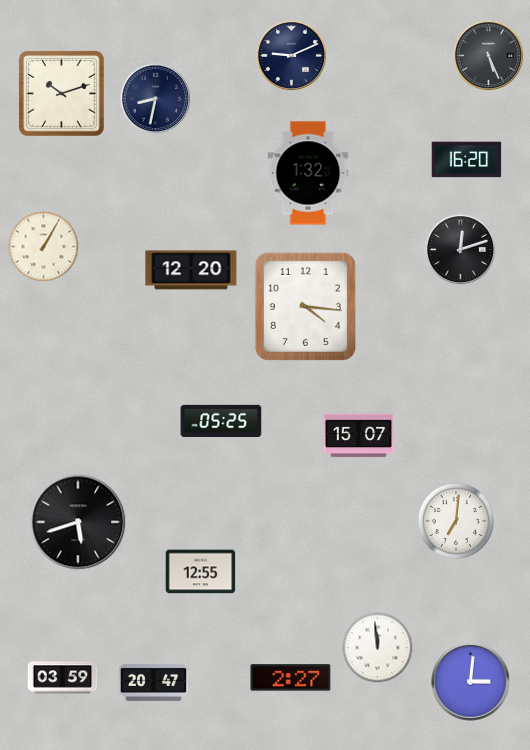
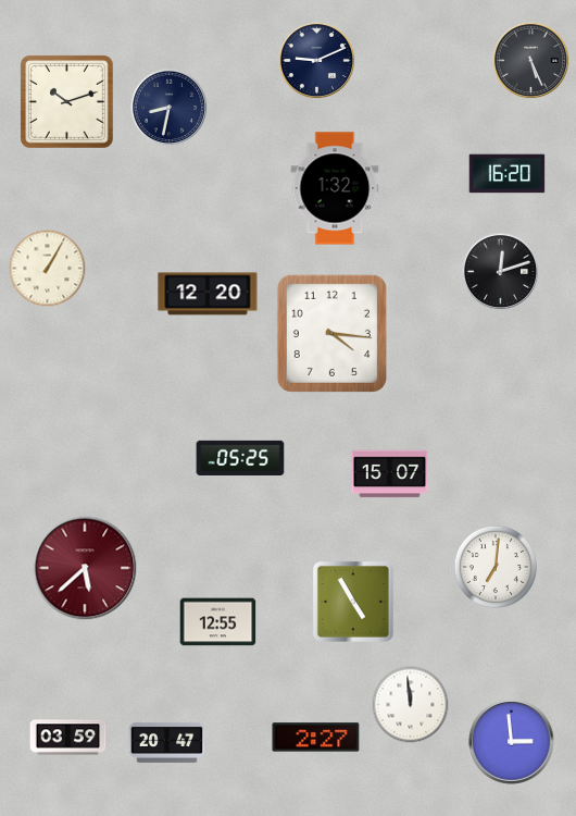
clock at (78, 522): 5:42 -> 5:38
clock at (78, 522) dial: black -> burgundy
clock at (353, 602): none -> 4:55
clock at (471, 682): 3:01 -> 2:59
